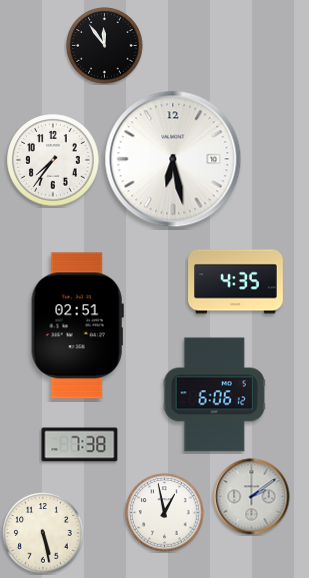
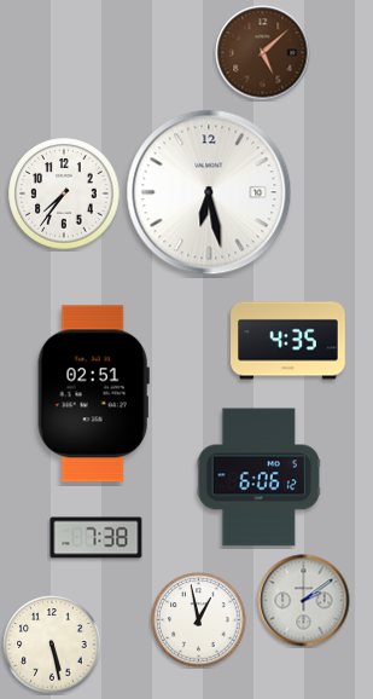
clock at (263, 53): none -> 5:08
clock at (105, 46): 11:54 -> none
clock at (236, 282) position: (236, 282) -> (289, 341)
